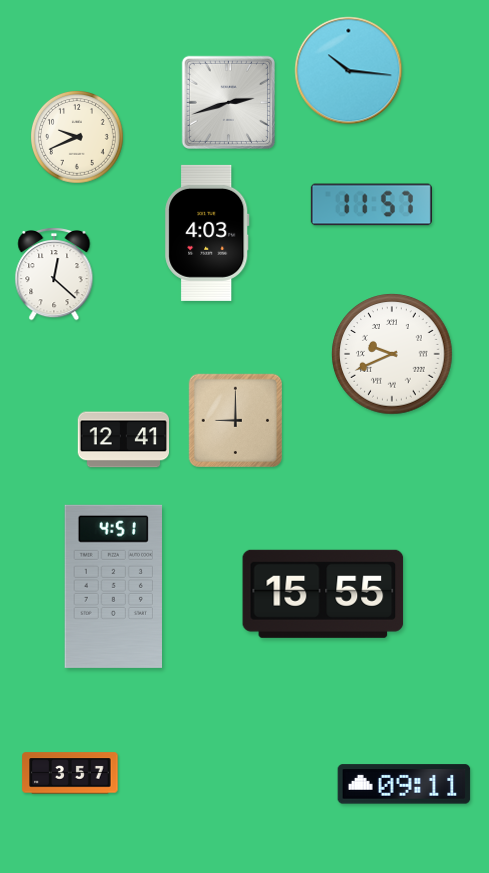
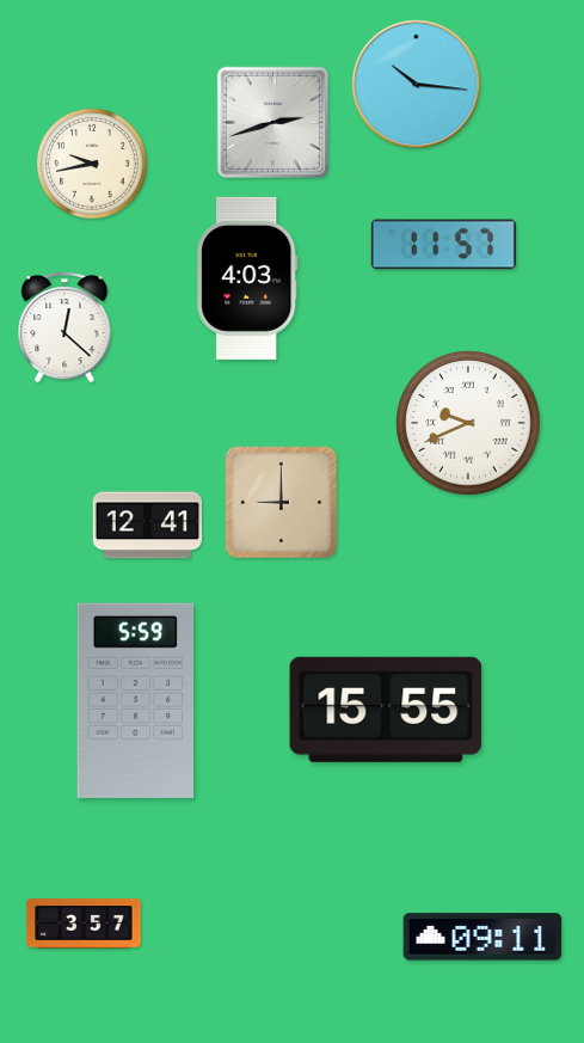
clock at (78, 138): 9:41 -> 9:43
clock at (113, 586): 4:51 -> 5:59
